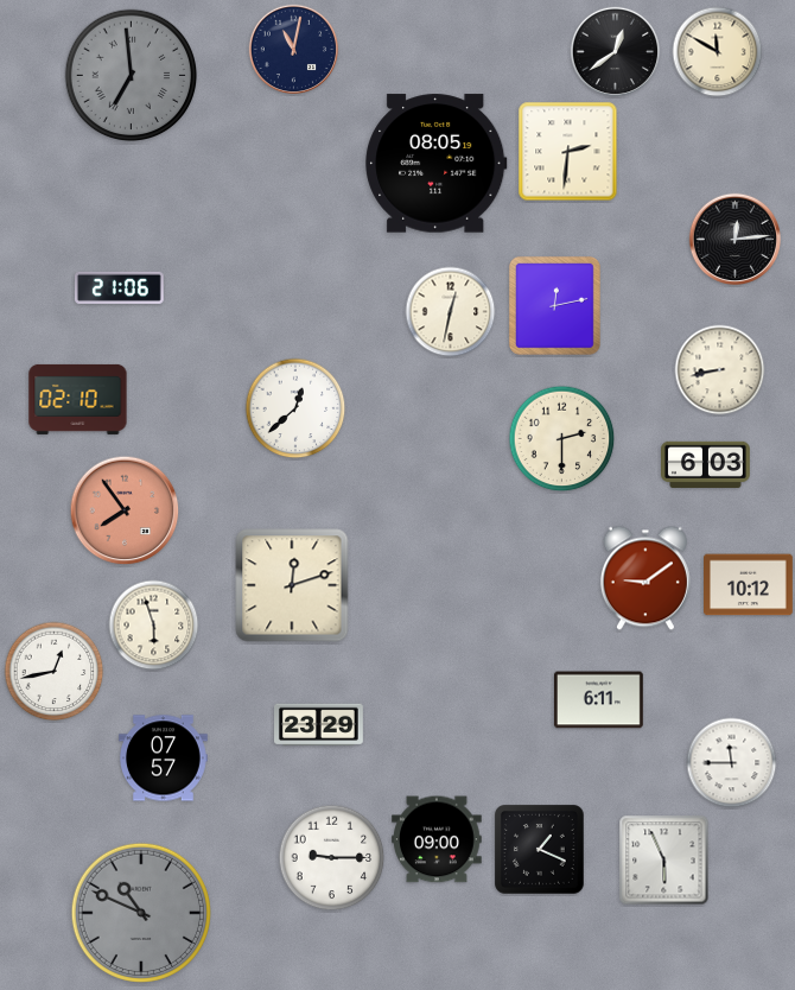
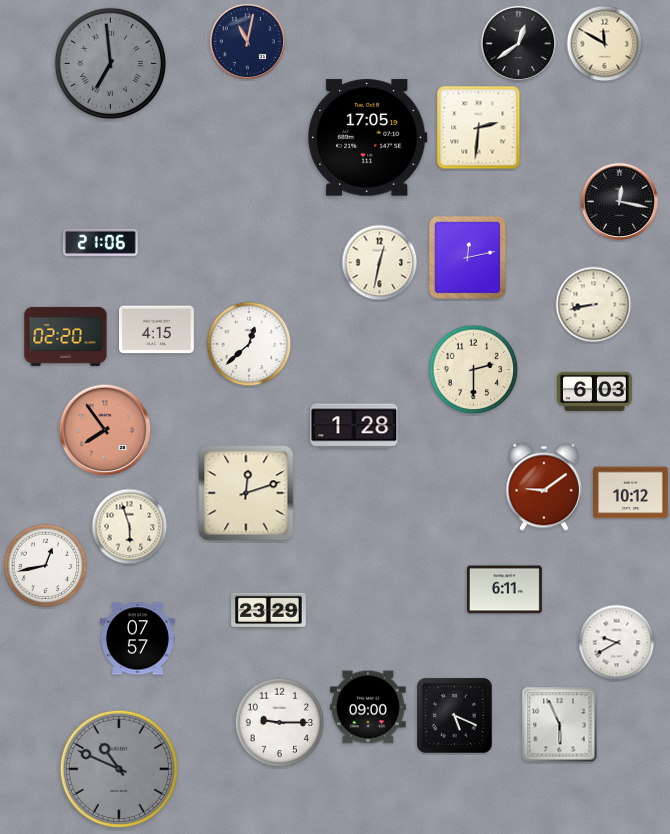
clock at (437, 164): 08:05 -> 17:05
clock at (736, 240): 12:14 -> 12:17
clock at (720, 370) position: (720, 370) -> (594, 305)
clock at (157, 330): none -> 4:15
clock at (78, 399): 02:10 -> 02:20
clock at (354, 426): none -> 1:28
clock at (732, 763): 11:45 -> 9:40
clock at (540, 850): 1:19 -> 5:19
